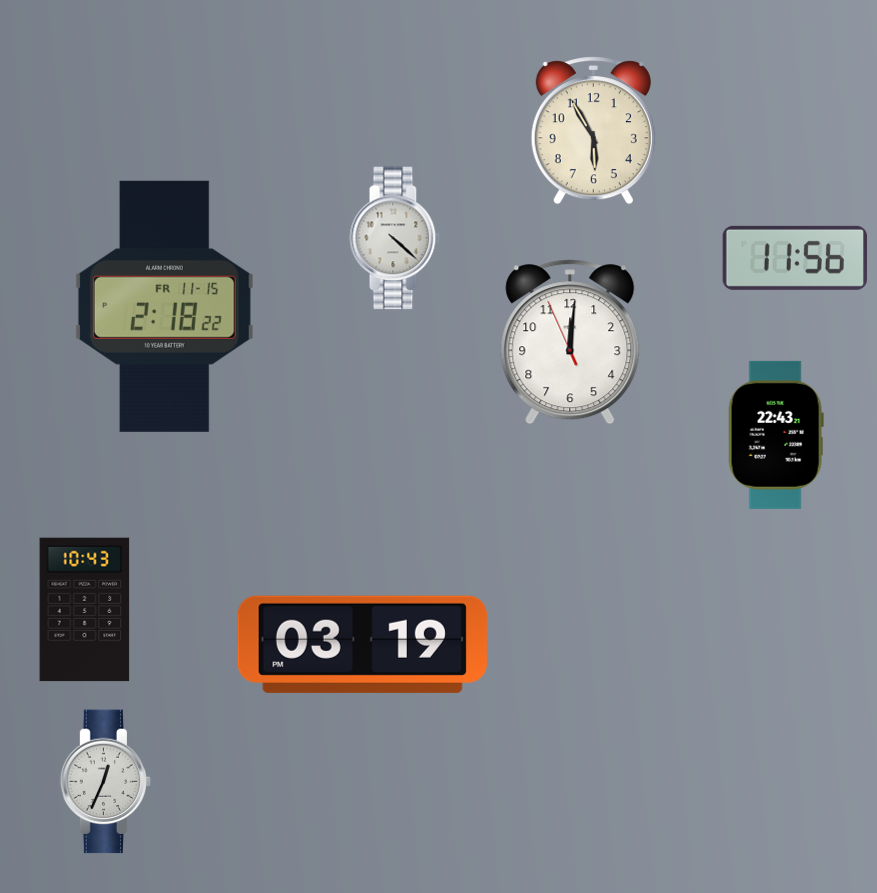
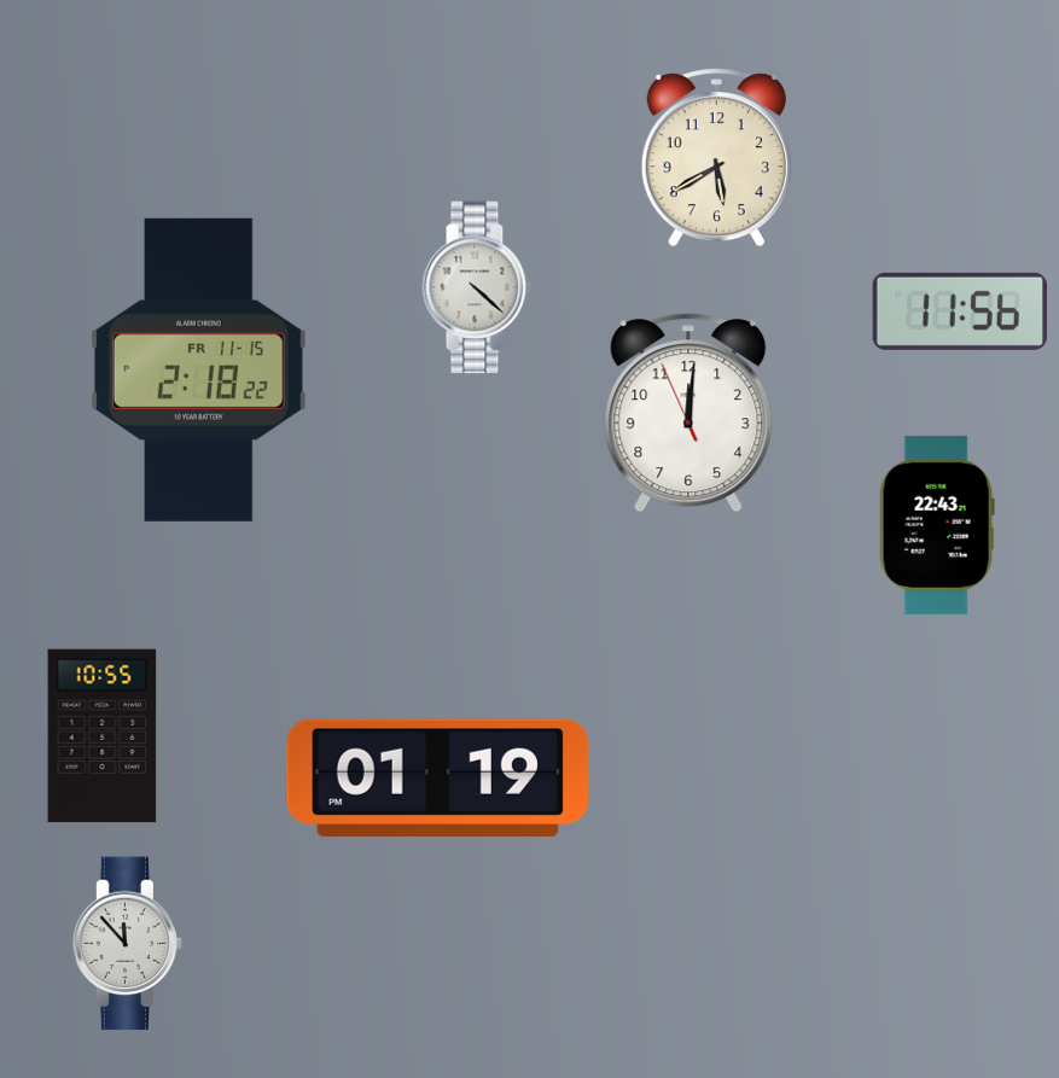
clock at (593, 131): 5:55 -> 5:40
clock at (85, 610): 10:43 -> 10:55
clock at (362, 644): 03:19 -> 01:19
clock at (106, 782): 12:34 -> 11:53
